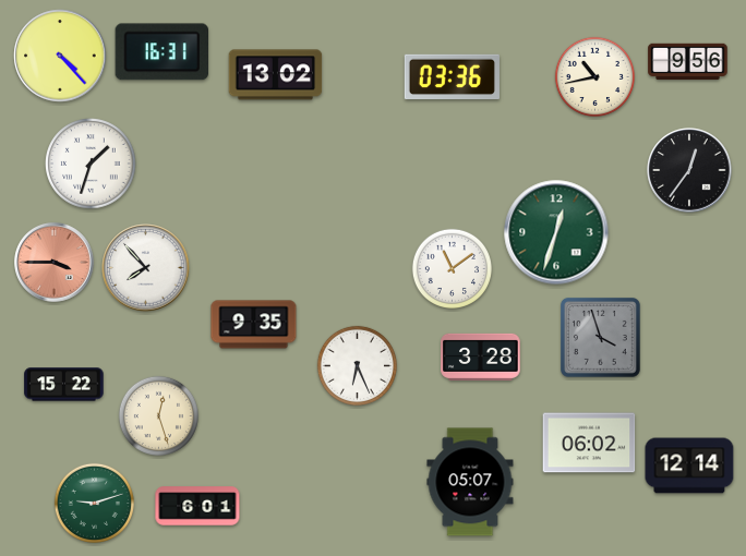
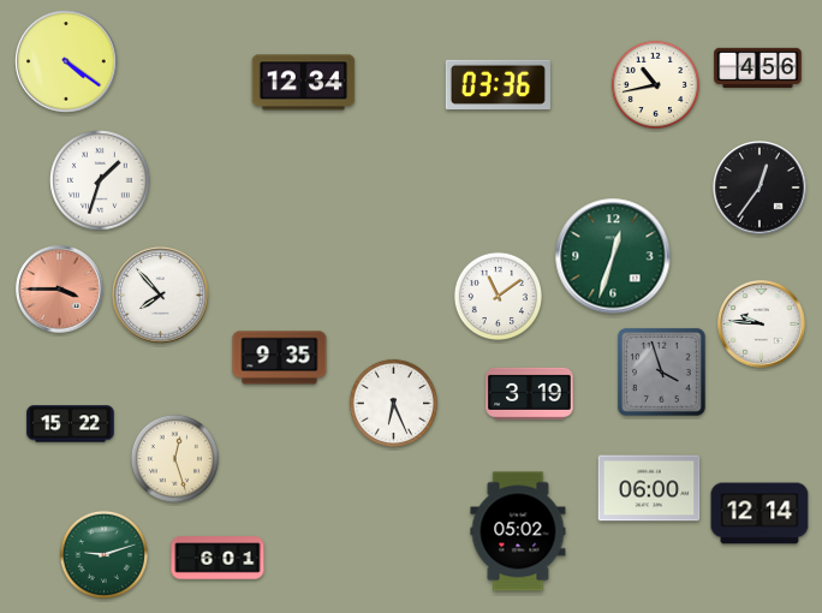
clock at (161, 52): 16:31 -> none
clock at (60, 56): 4:23 -> 4:21
clock at (688, 62): 9:56 -> 4:56
clock at (276, 75): 13:02 -> 12:34
clock at (762, 325): none -> 9:46
clock at (481, 356): 3:28 -> 3:19
clock at (589, 443): 06:02 -> 06:00
clock at (470, 482): 05:07 -> 05:02
